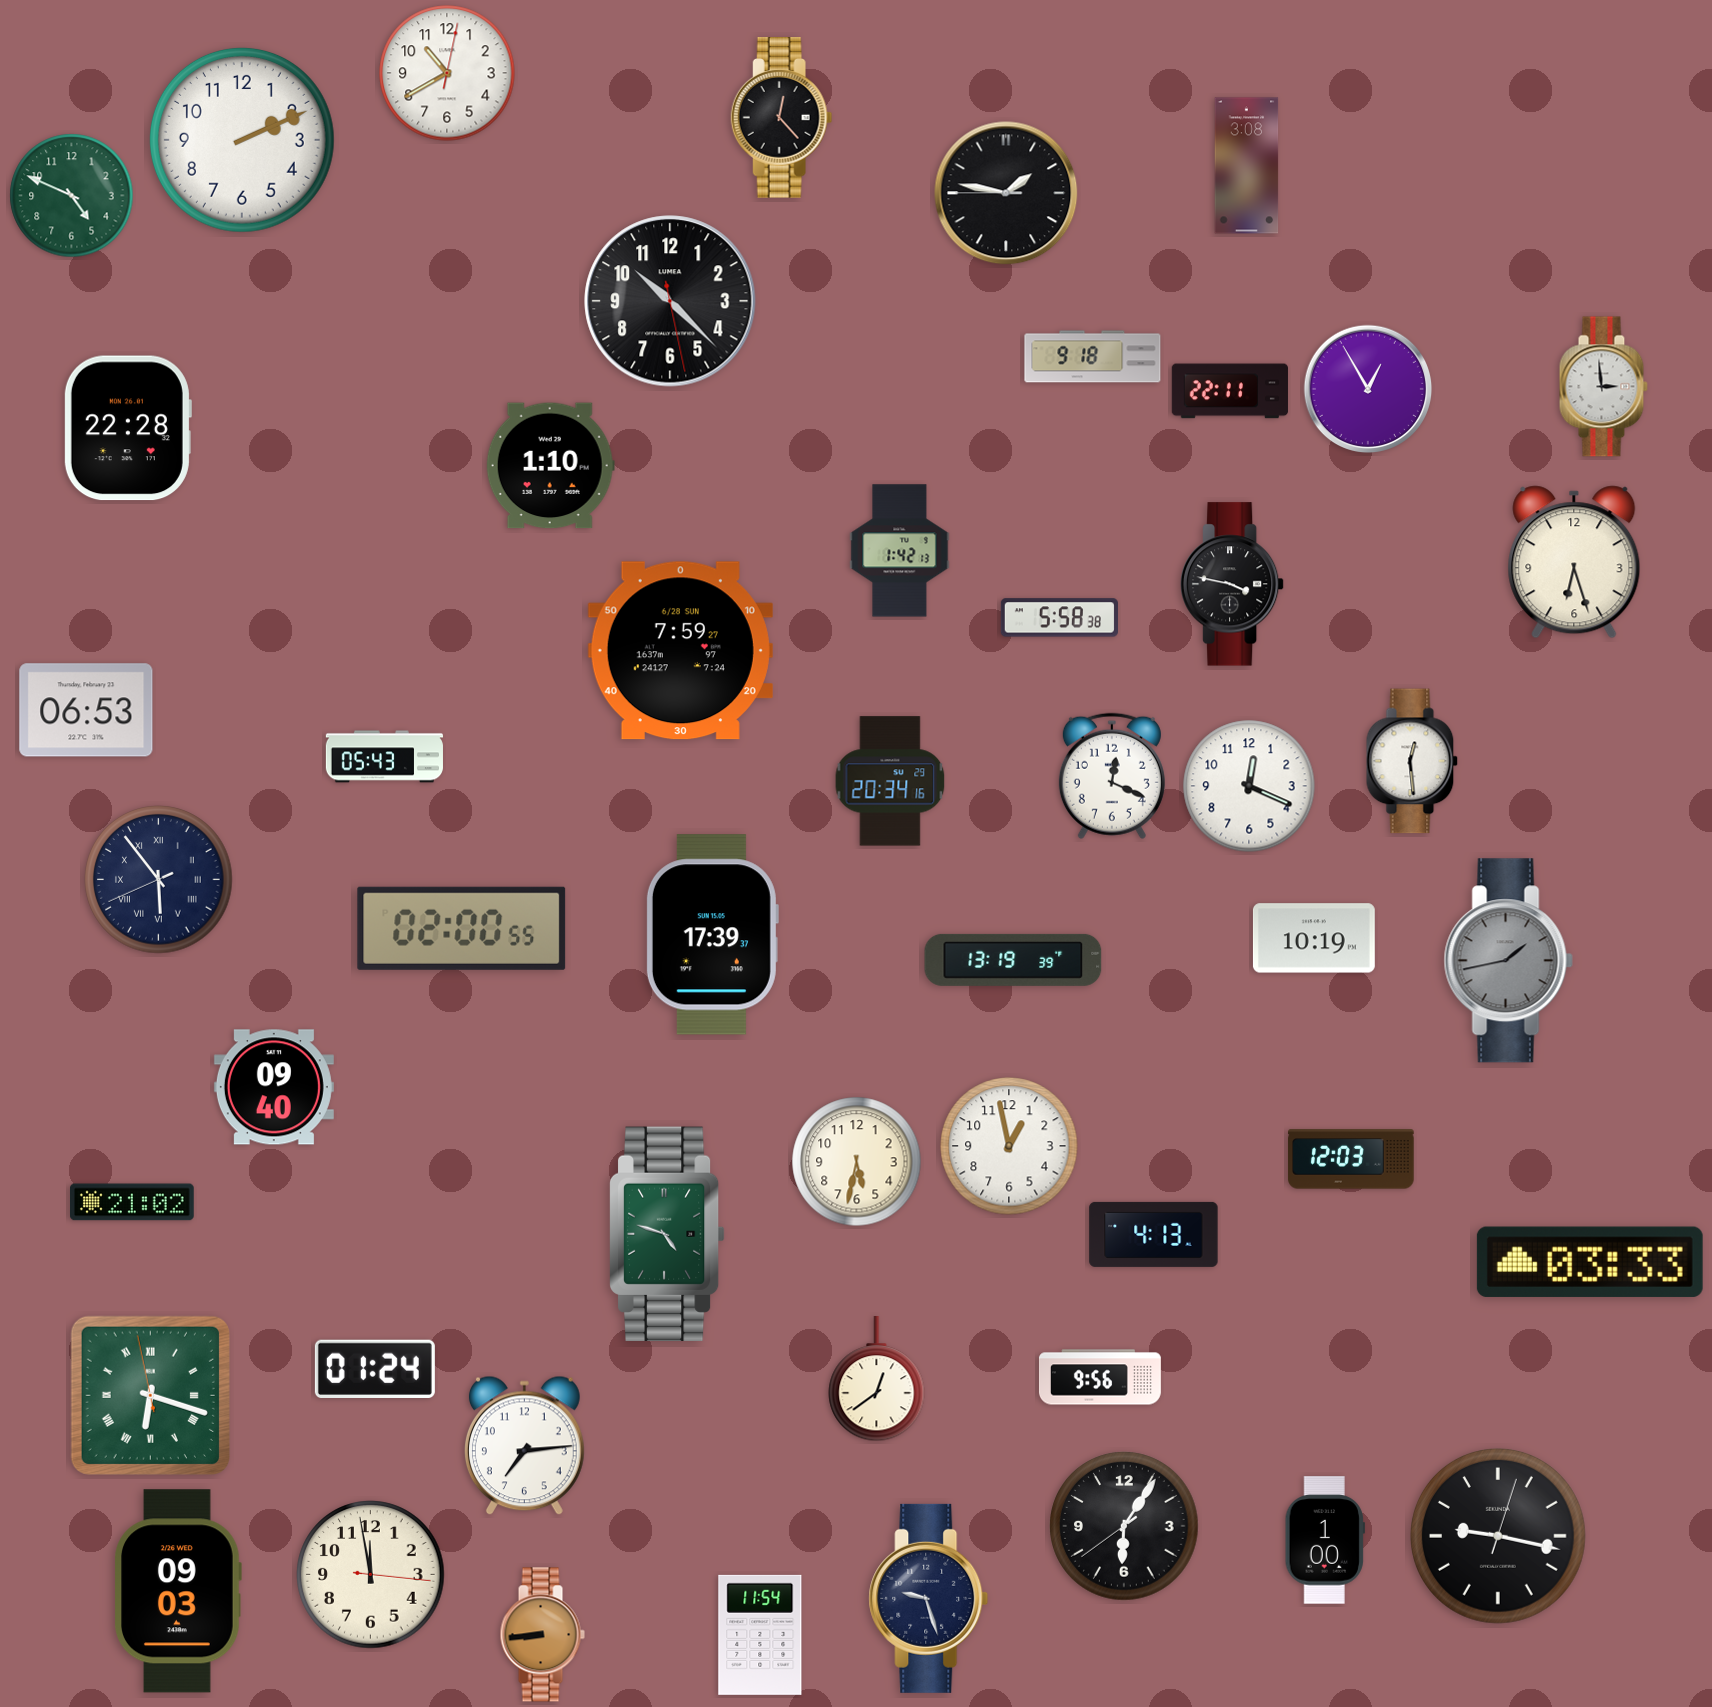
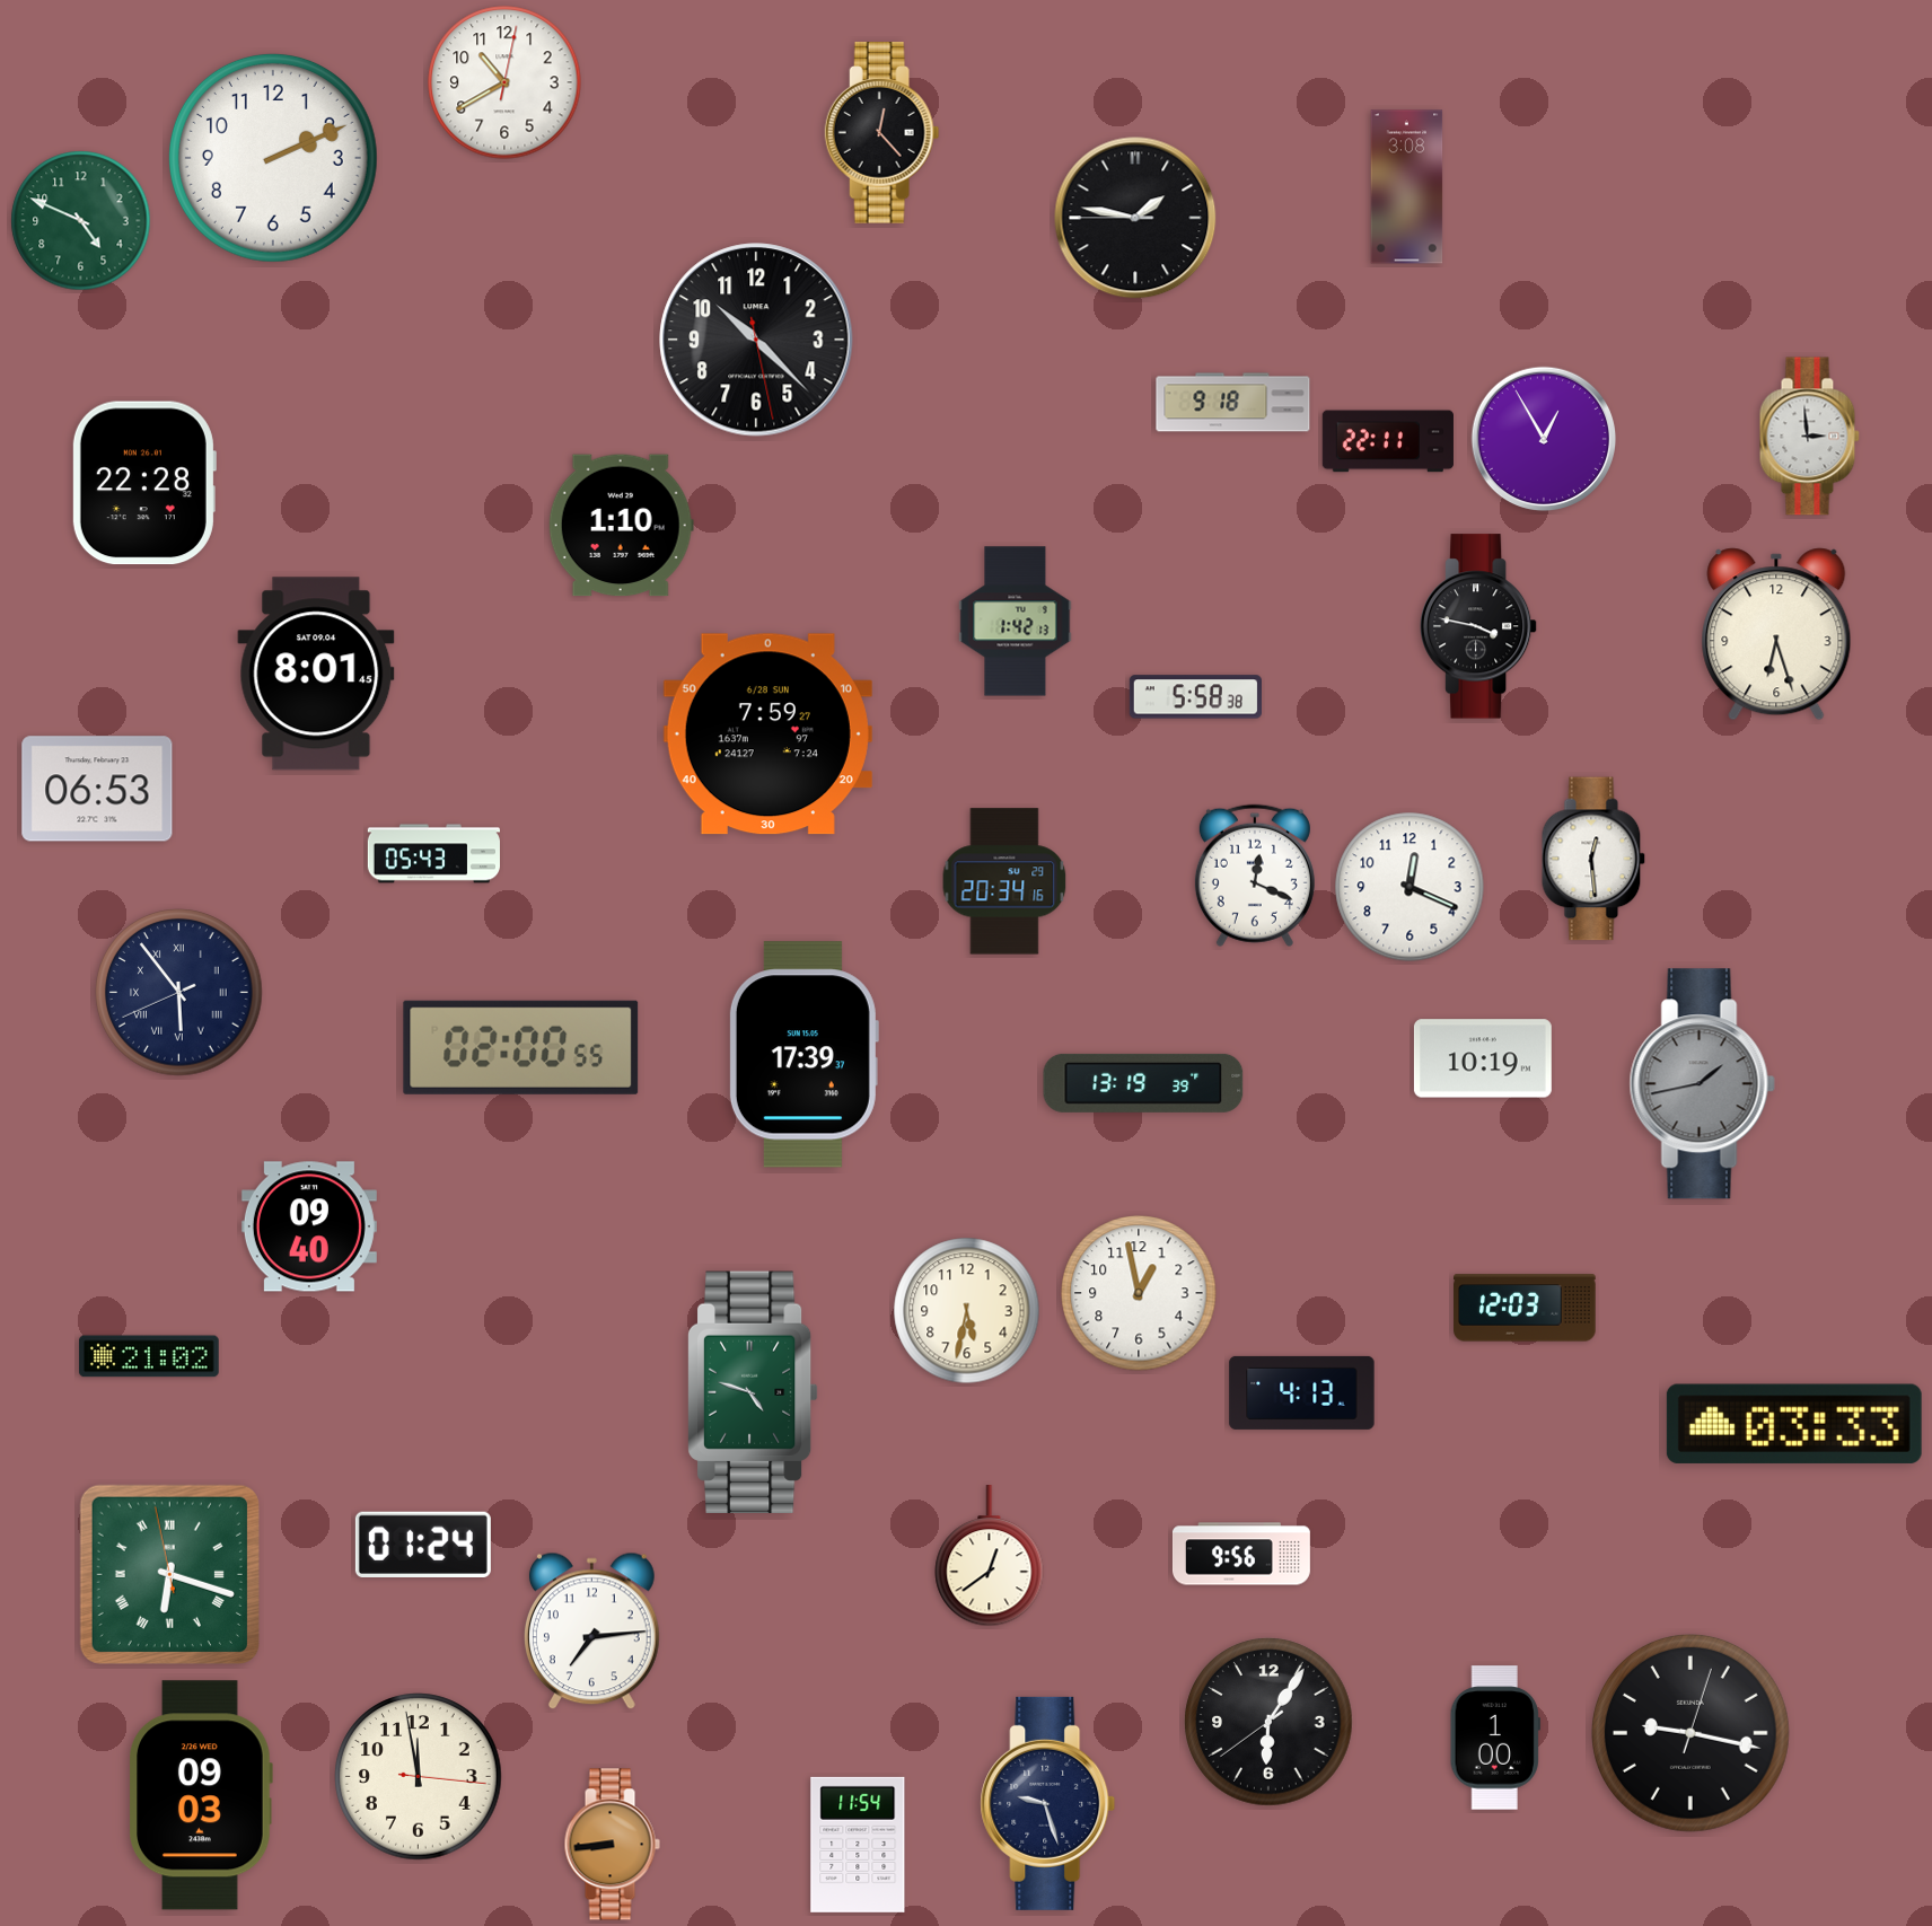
clock at (1232, 584) position: (1232, 584) -> (1478, 626)
clock at (316, 674): none -> 8:01
clock at (86, 710) position: (86, 710) -> (97, 789)
